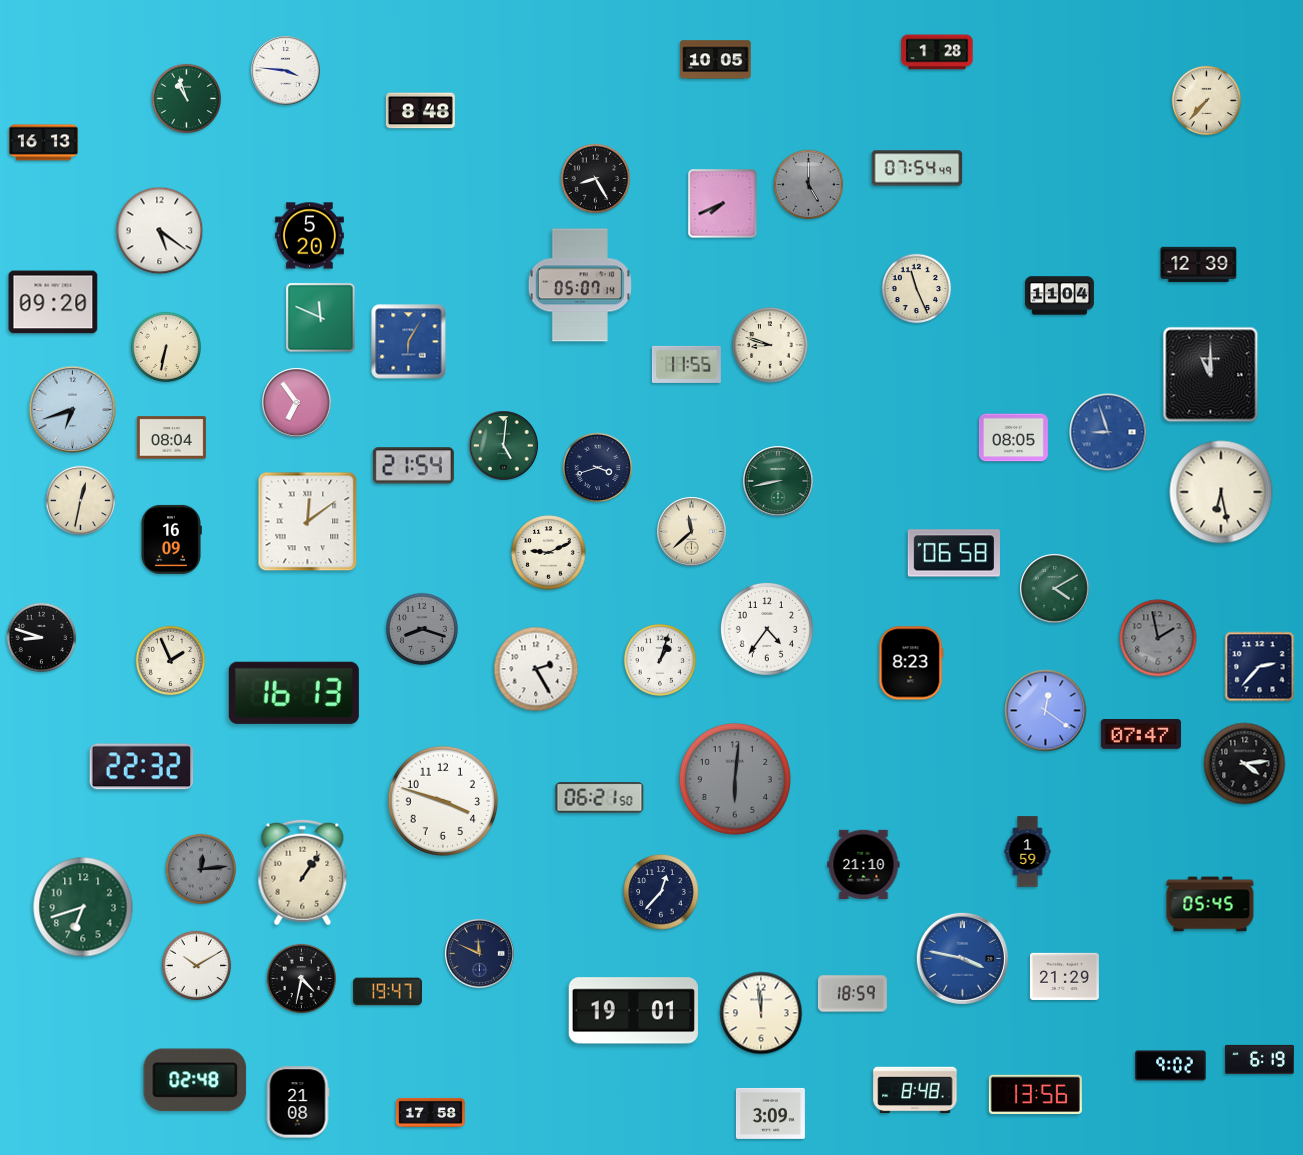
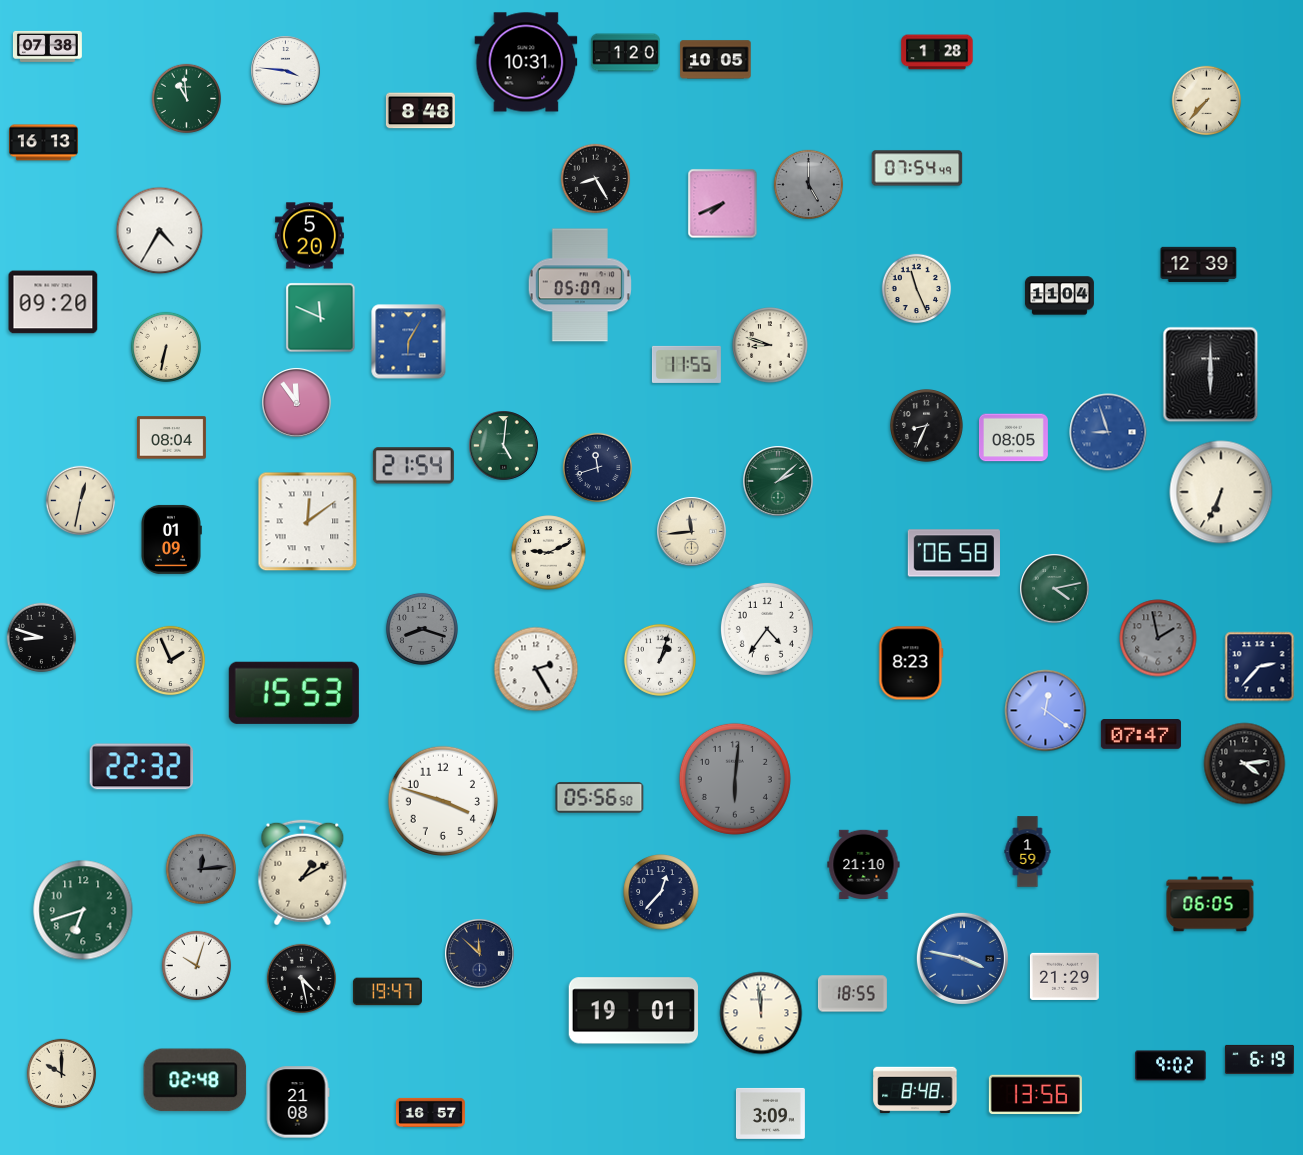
clock at (47, 46): none -> 07:38
clock at (625, 53): none -> 1:20
clock at (526, 62): none -> 10:31
clock at (187, 99): 10:57 -> 10:59
clock at (160, 231): 5:21 -> 4:35
clock at (1211, 375): 11:00 -> 6:00
clock at (297, 403): 6:54 -> 11:54
clock at (73, 410): 6:42 -> none
clock at (927, 426): none -> 8:34
clock at (598, 468): 3:42 -> 11:42
clock at (778, 481): 8:43 -> 2:08
clock at (1221, 492): 6:28 -> 6:34
clock at (692, 532): 11:38 -> 11:44
clock at (172, 539): 16:09 -> 01:09
clock at (1055, 589): 4:10 -> 4:13
clock at (294, 693): 16:13 -> 15:53
clock at (600, 798): 06:21 -> 05:56
clock at (303, 873): 1:06 -> 1:10
clock at (1210, 904): 05:45 -> 06:05
clock at (83, 907) position: (83, 907) -> (83, 910)
clock at (480, 954): 11:49 -> 11:52
clock at (197, 966): 10:10 -> 10:03
clock at (302, 979): 4:32 -> 4:28
clock at (852, 994): 18:59 -> 18:55
clock at (62, 1074): none -> 10:00
clock at (430, 1112): 17:58 -> 16:57
